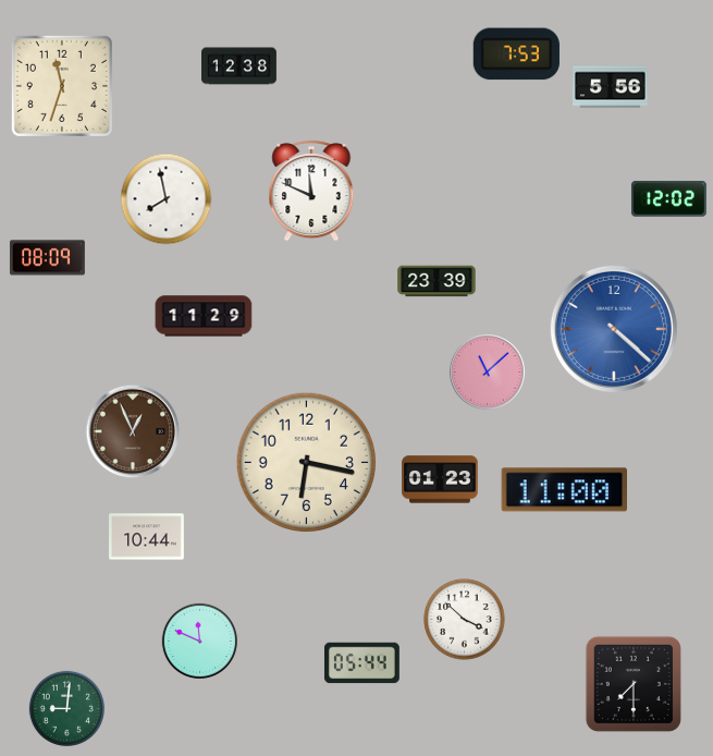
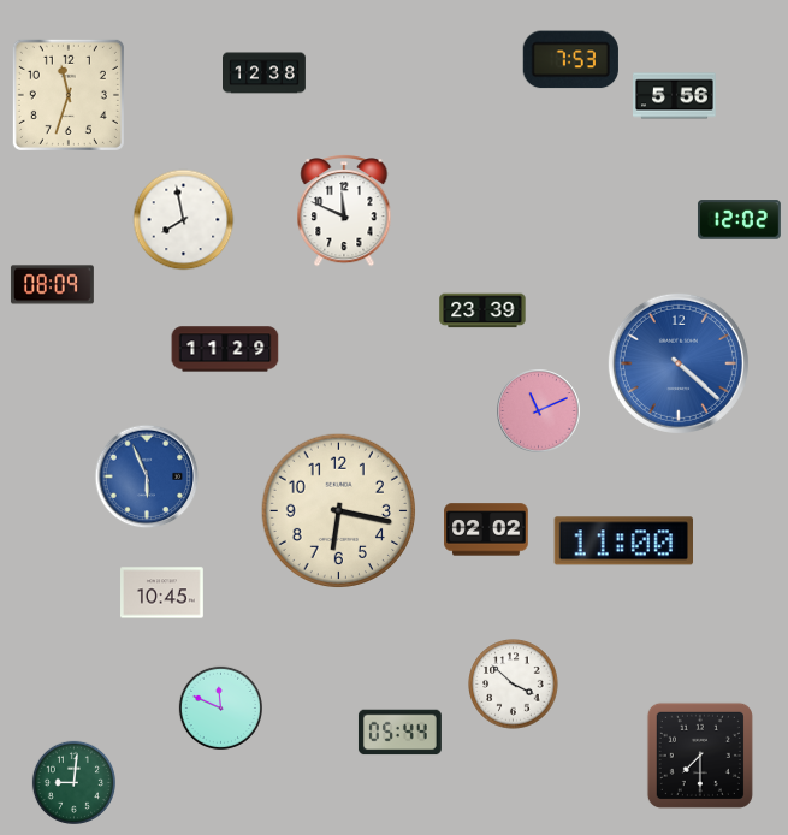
clock at (488, 373): 11:08 -> 11:11
clock at (133, 431): 12:56 -> 5:56
clock at (133, 431) dial: brown -> blue
clock at (440, 479): 01:23 -> 02:02
clock at (147, 537): 10:44 -> 10:45
